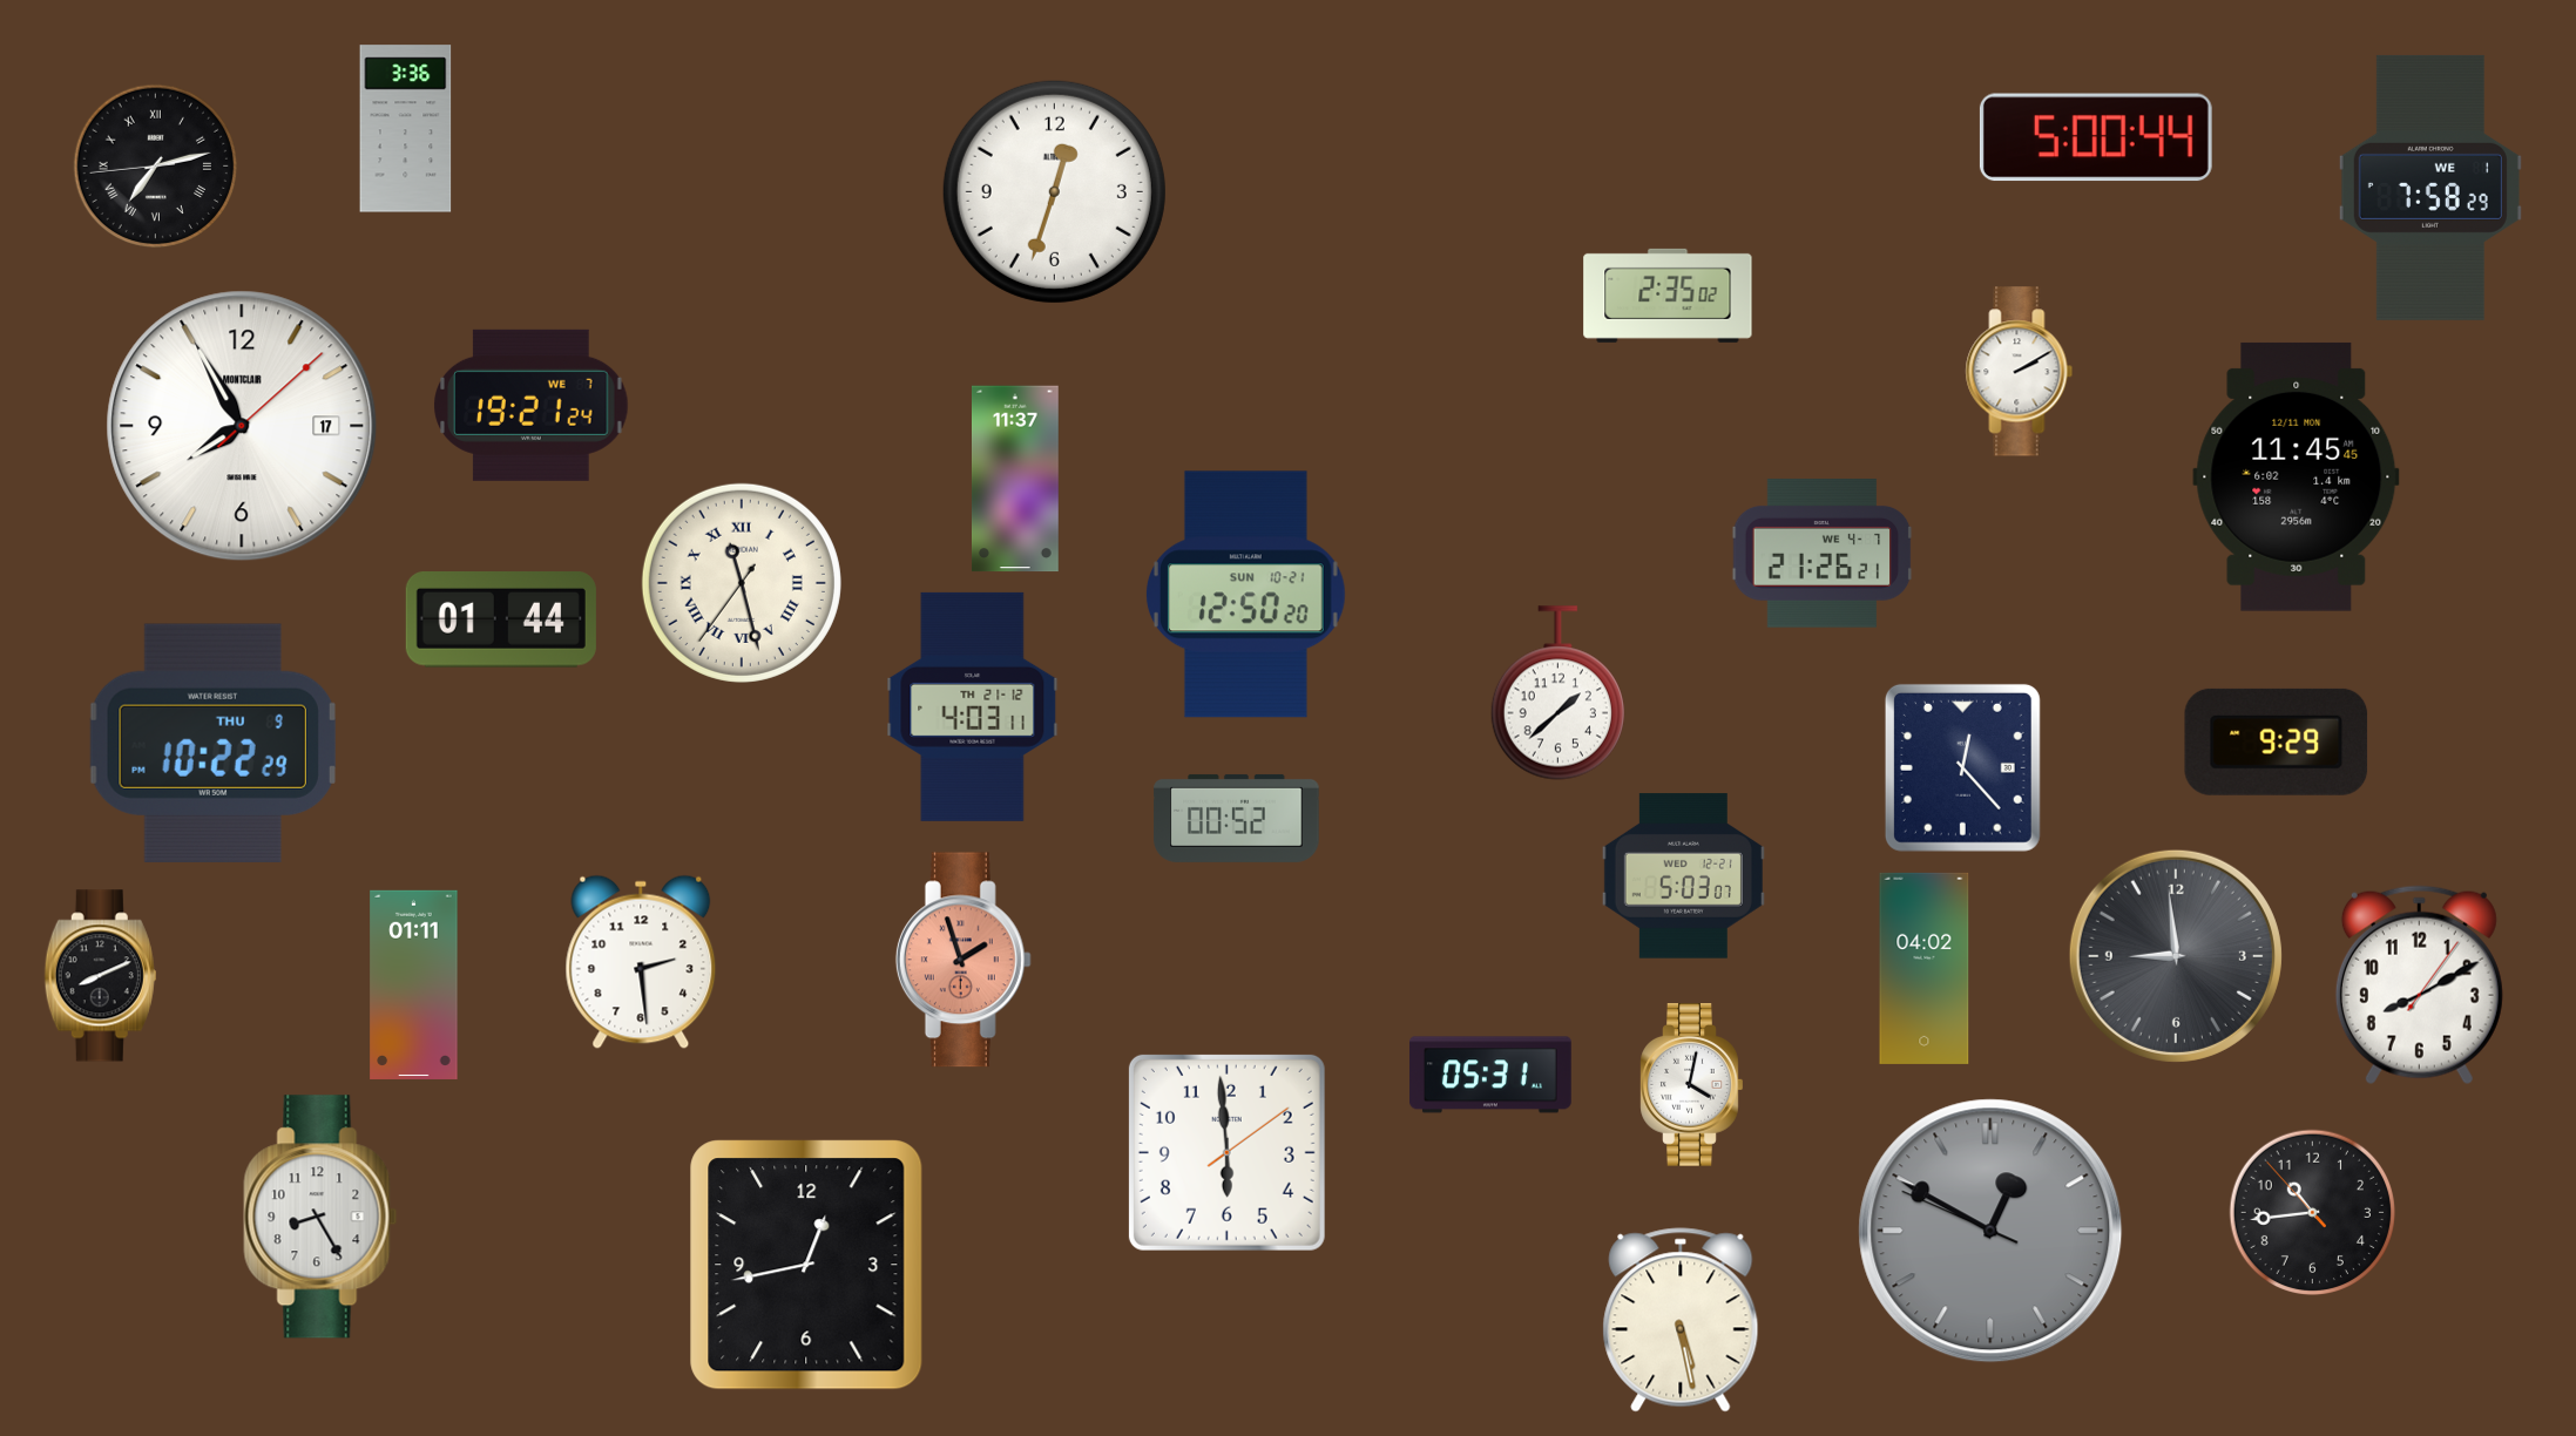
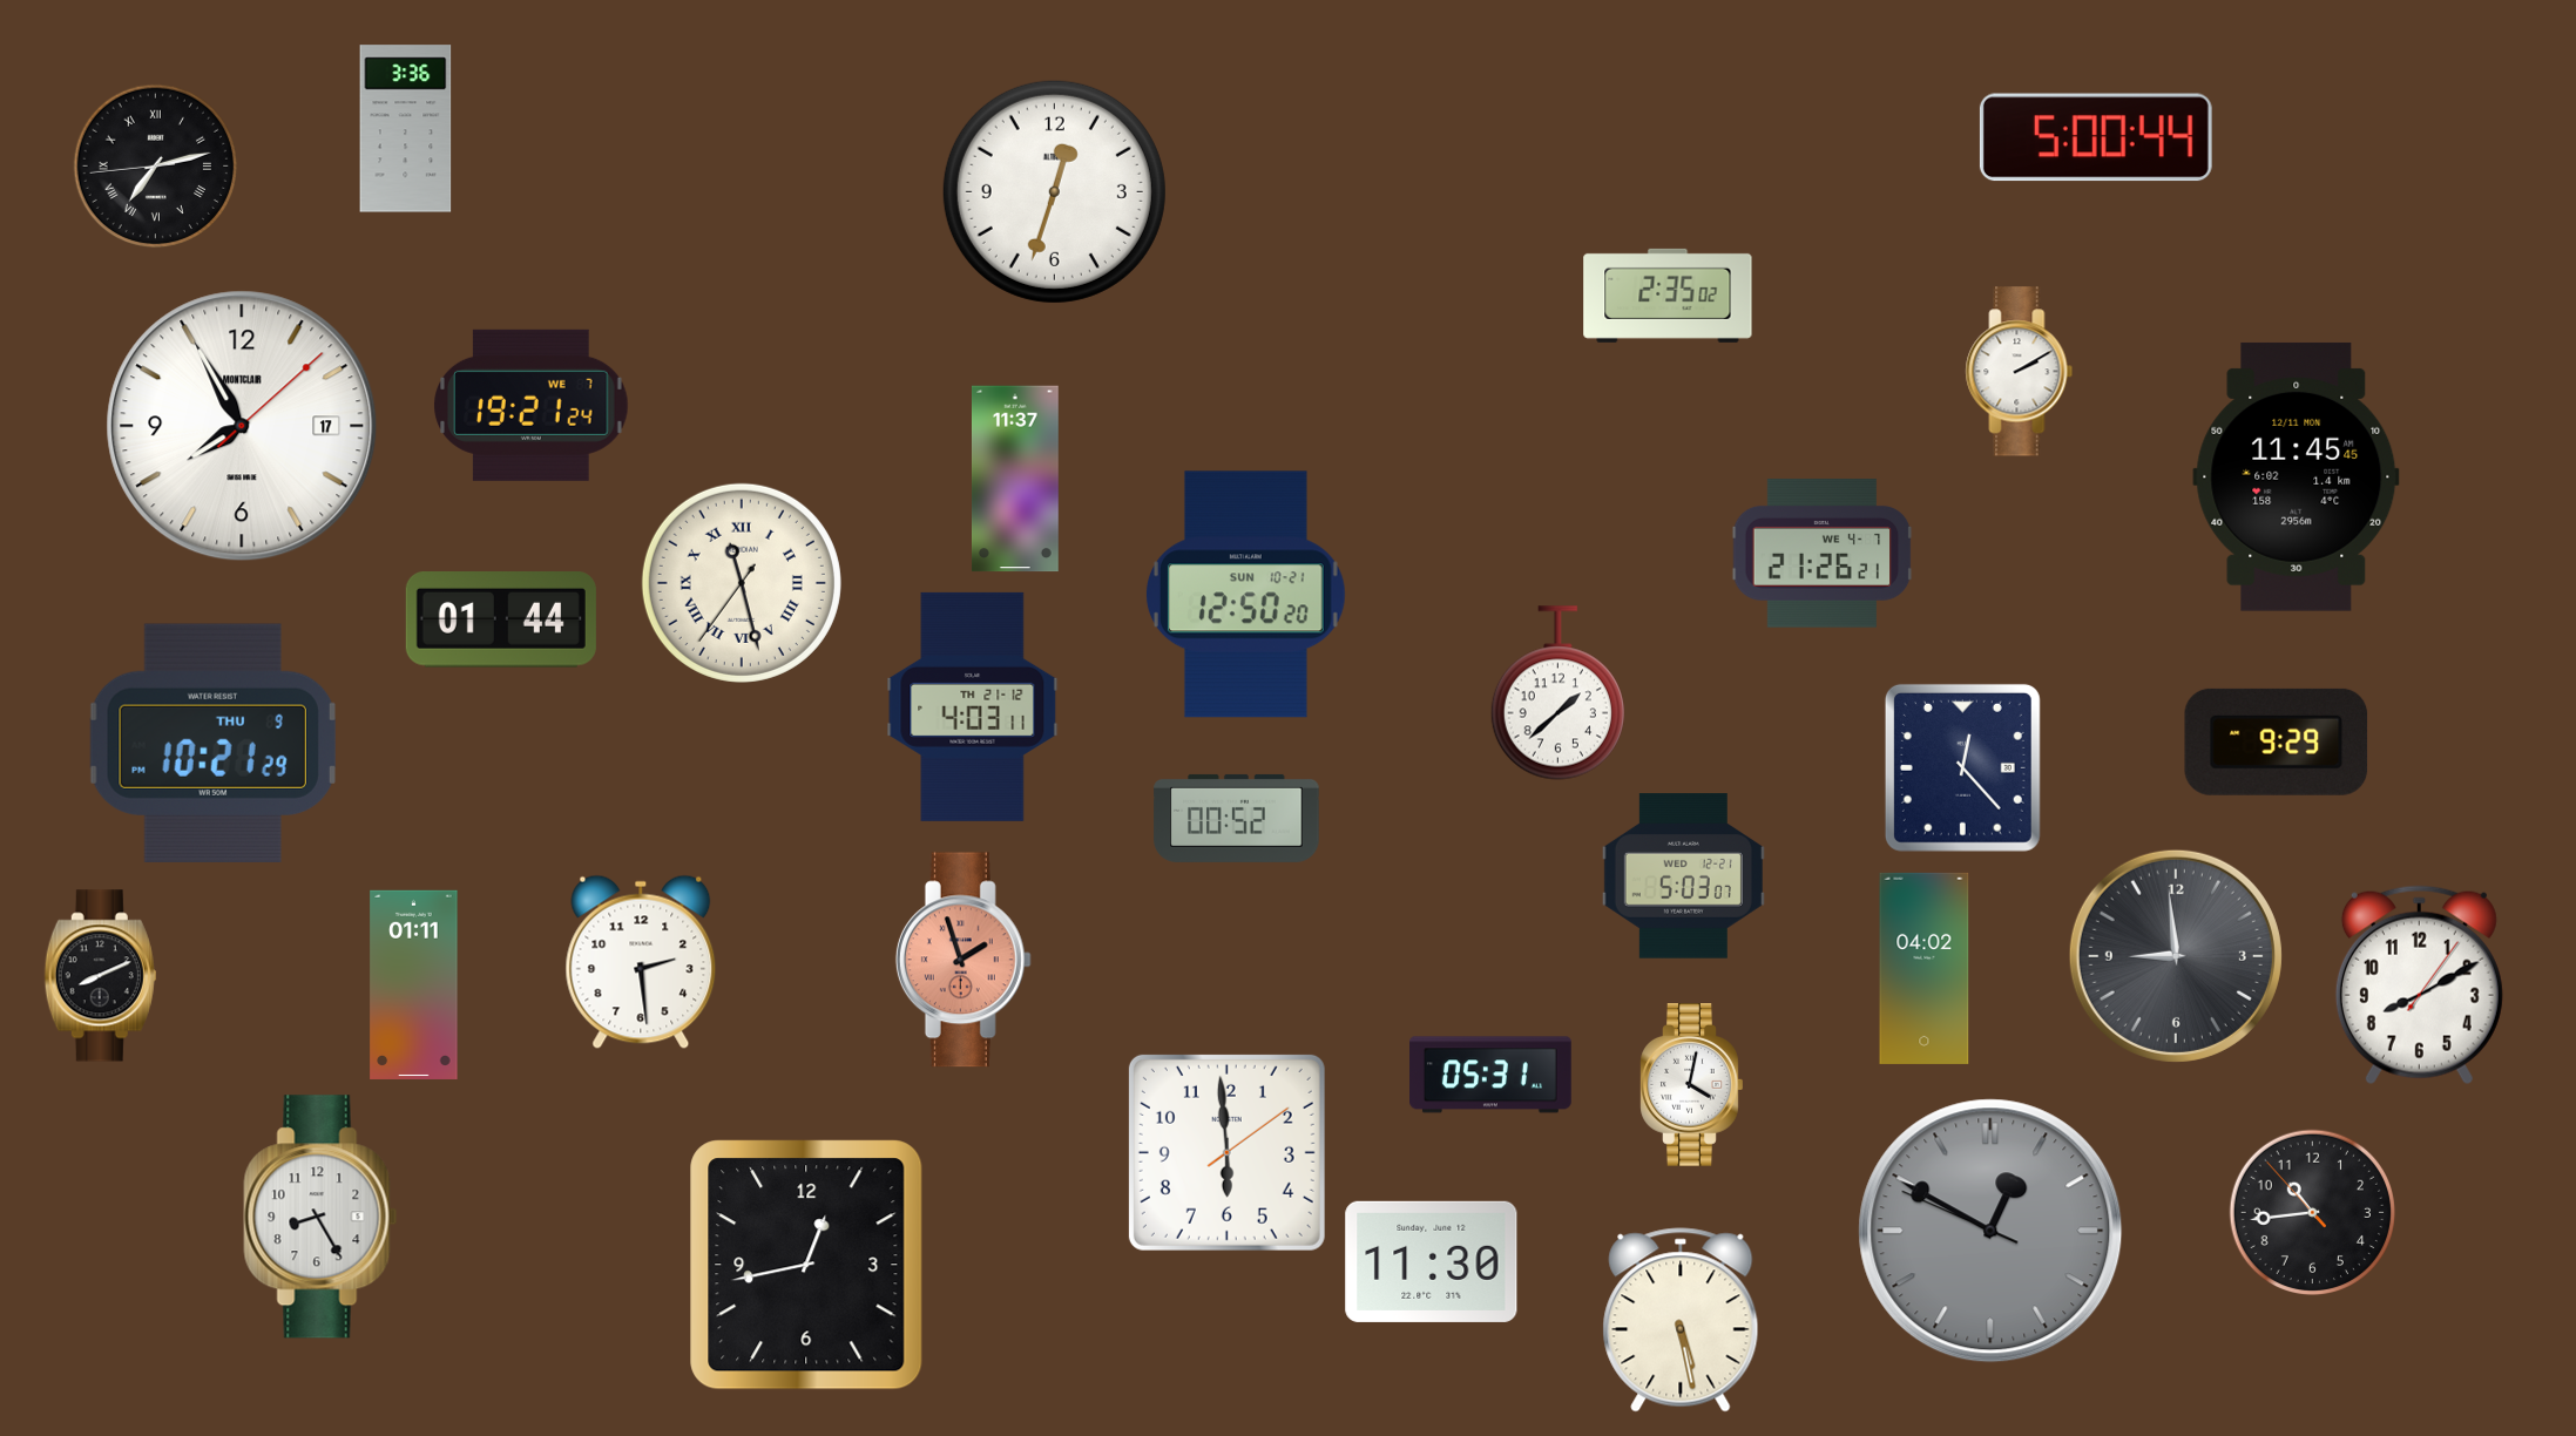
clock at (2430, 188): 7:58 -> none
clock at (212, 743): 10:22 -> 10:21
clock at (1432, 1261): none -> 11:30
